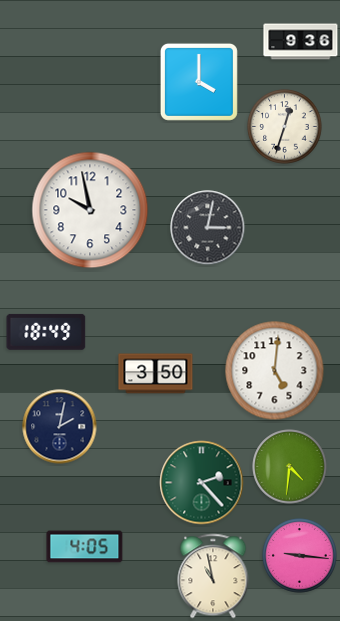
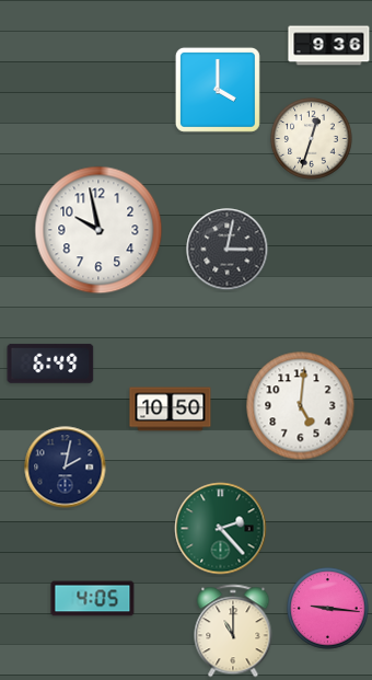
clock at (46, 332): 18:49 -> 6:49
clock at (156, 374): 3:50 -> 10:50
clock at (290, 467): 4:31 -> none
clock at (213, 576): 10:58 -> 11:00
